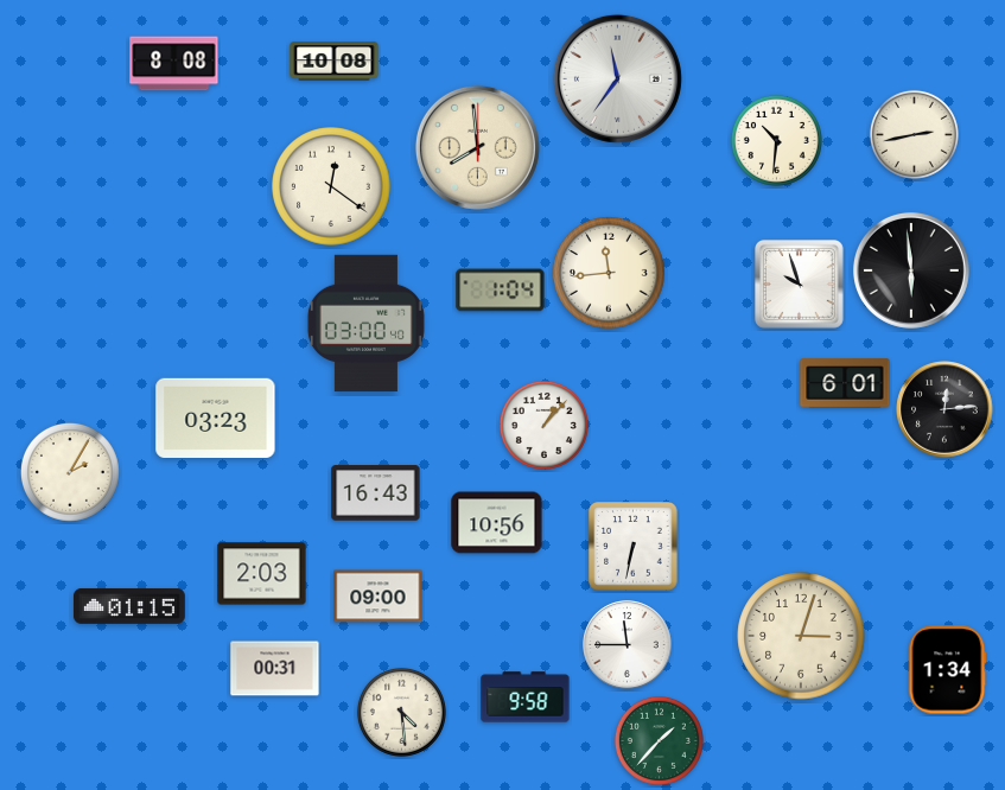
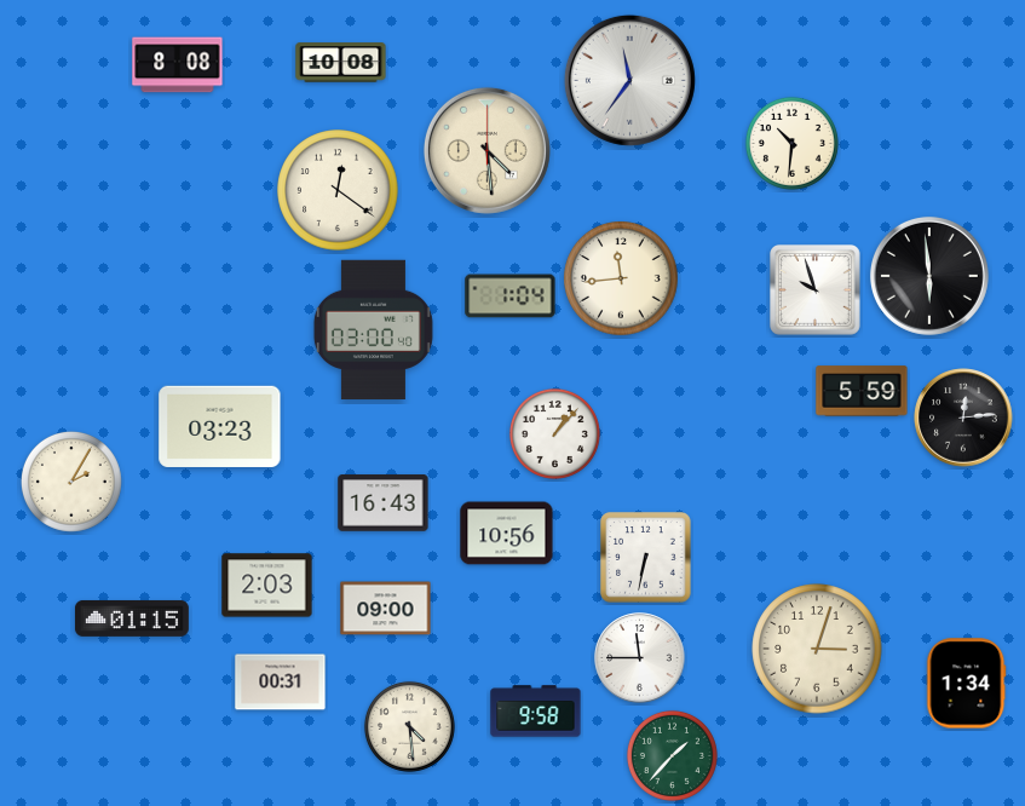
clock at (914, 134): 2:43 -> none
clock at (477, 147): 7:59 -> 4:29
clock at (845, 383): 6:01 -> 5:59
